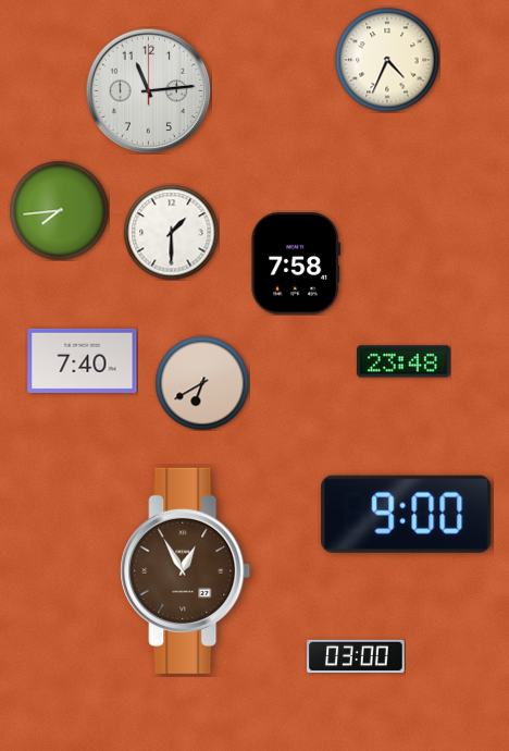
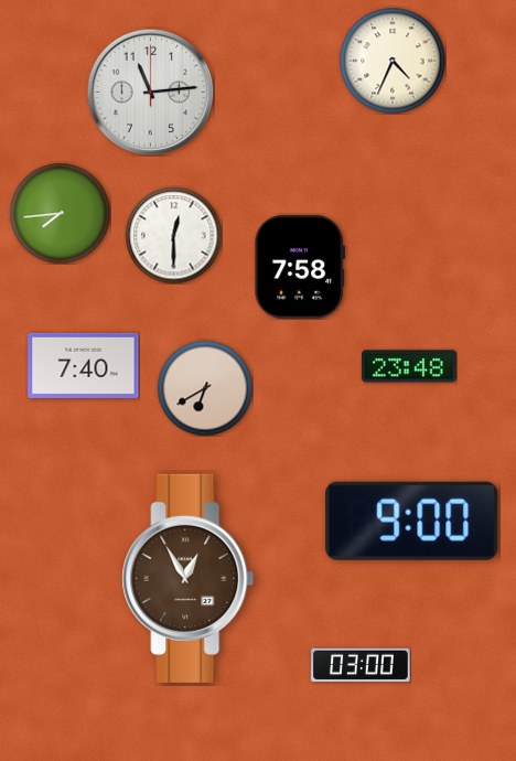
clock at (171, 232): 1:30 -> 12:30
